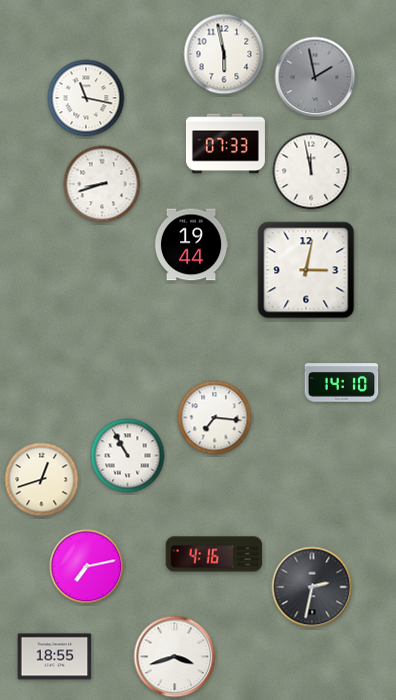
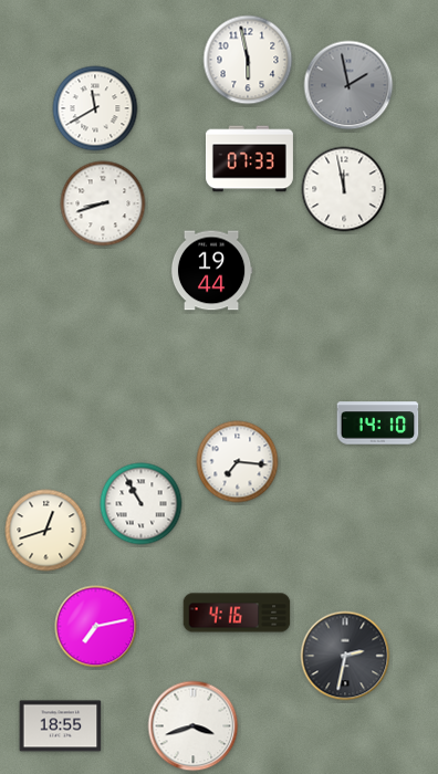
clock at (86, 98): 11:17 -> 11:40
clock at (102, 184) position: (102, 184) -> (103, 203)
clock at (306, 270): 3:02 -> none
clock at (312, 587) position: (312, 587) -> (345, 656)
